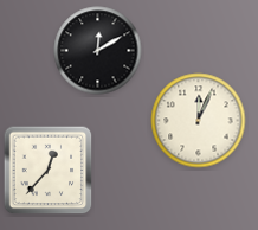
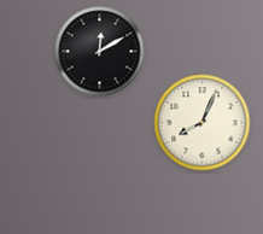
clock at (199, 121): 12:04 -> 8:04
clock at (49, 171): 12:37 -> none
